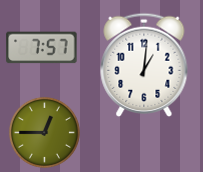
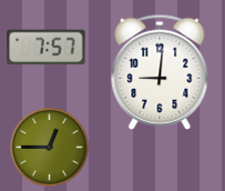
clock at (42, 48) position: (42, 48) -> (47, 48)
clock at (144, 65): 1:01 -> 9:01
